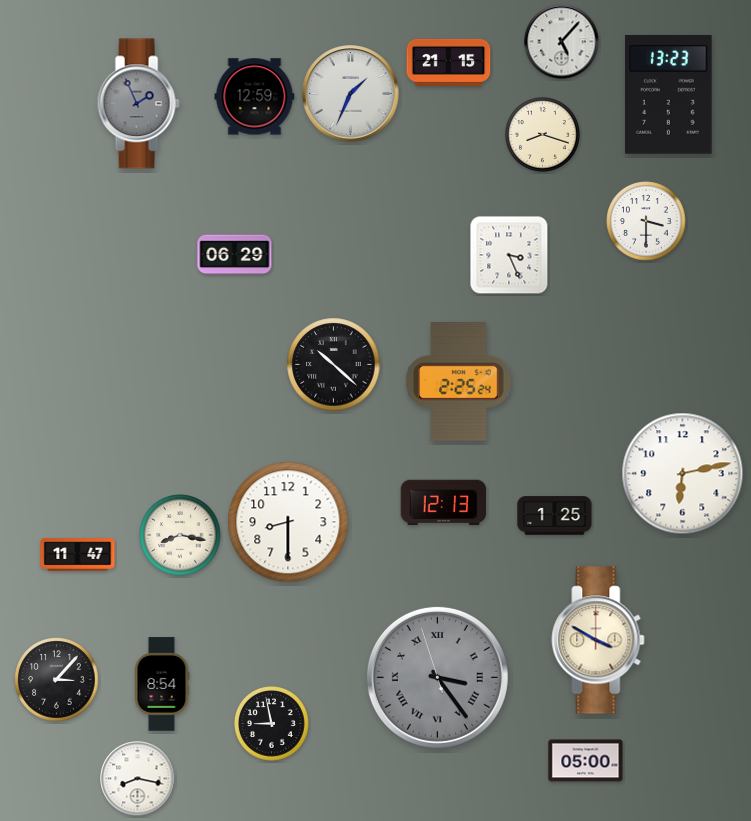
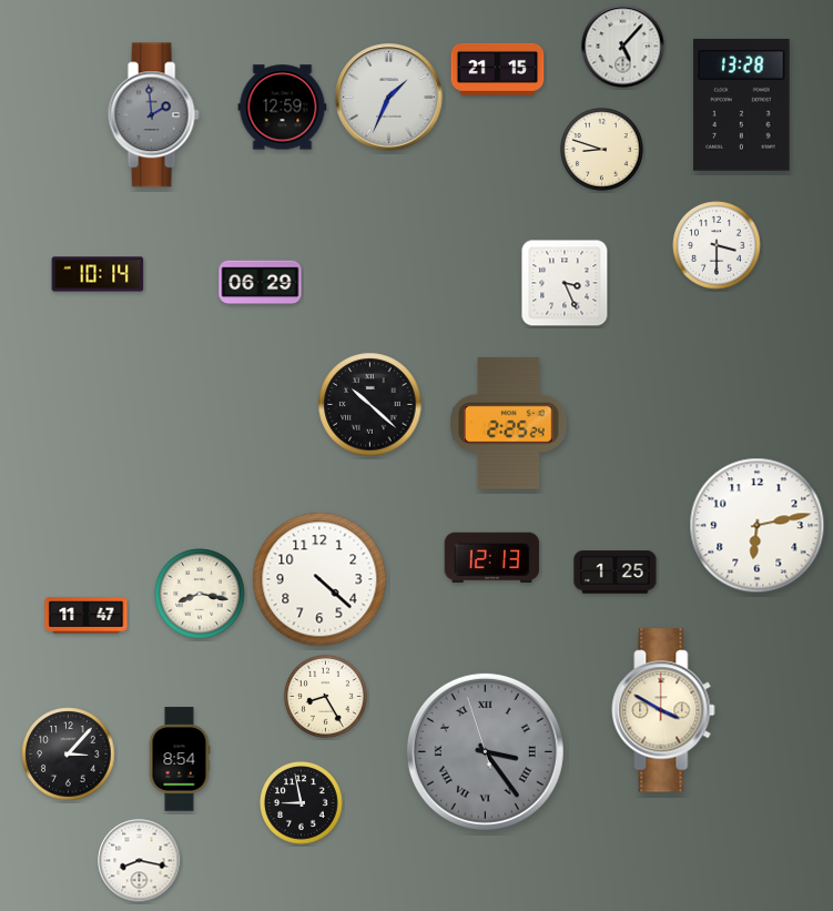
clock at (351, 94) position: (351, 94) -> (389, 98)
clock at (669, 94): 13:23 -> 13:28
clock at (138, 104): 1:56 -> 1:59
clock at (543, 135): 8:18 -> 8:48
clock at (98, 274): none -> 10:14
clock at (288, 522): 8:30 -> 4:22
clock at (326, 697): none -> 8:25
clock at (57, 680) position: (57, 680) -> (69, 755)
clock at (586, 761): 05:00 -> none
clock at (138, 779) position: (138, 779) -> (140, 861)
